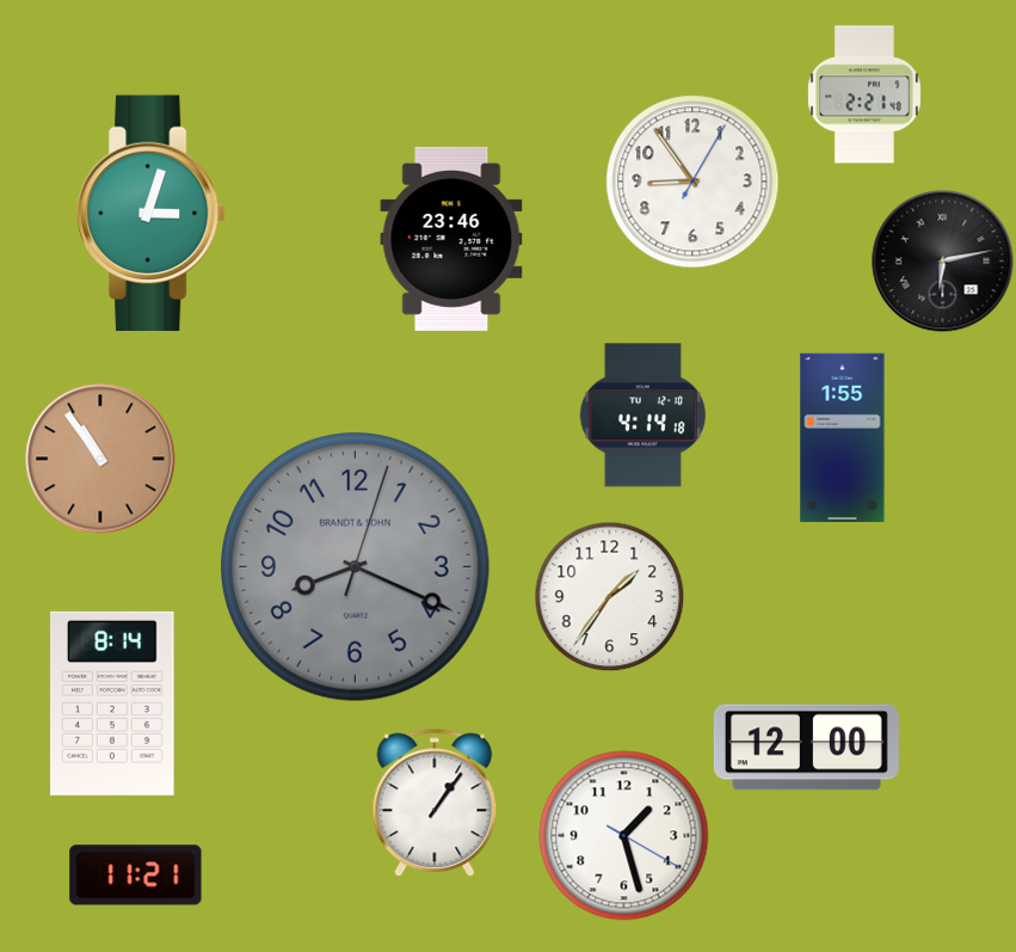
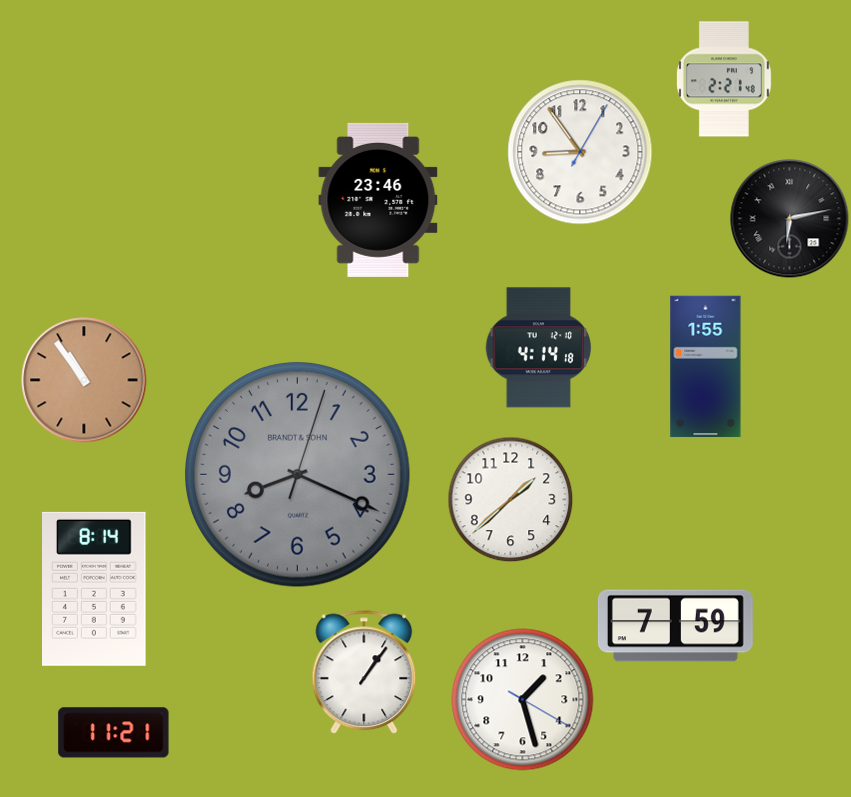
clock at (152, 214): 3:03 -> none
clock at (100, 459) position: (100, 459) -> (84, 380)
clock at (609, 596): 1:36 -> 1:38
clock at (806, 748): 12:00 -> 7:59
